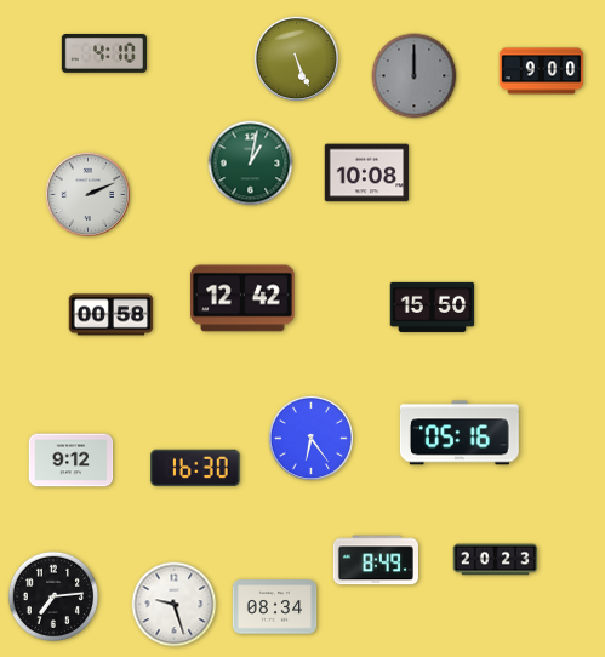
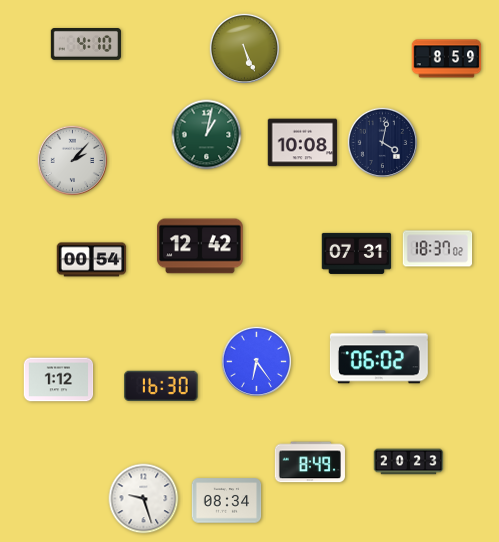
clock at (542, 72): 9:00 -> 8:59
clock at (415, 76): 12:00 -> none
clock at (382, 142): none -> 4:02
clock at (87, 194): 2:11 -> 2:07
clock at (438, 249): none -> 18:37
clock at (433, 307): 15:50 -> 07:31
clock at (112, 315): 00:58 -> 00:54
clock at (460, 433): 05:16 -> 06:02
clock at (72, 461): 9:12 -> 1:12
clock at (53, 596): 7:14 -> none
